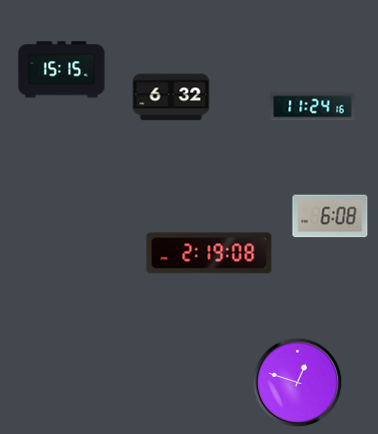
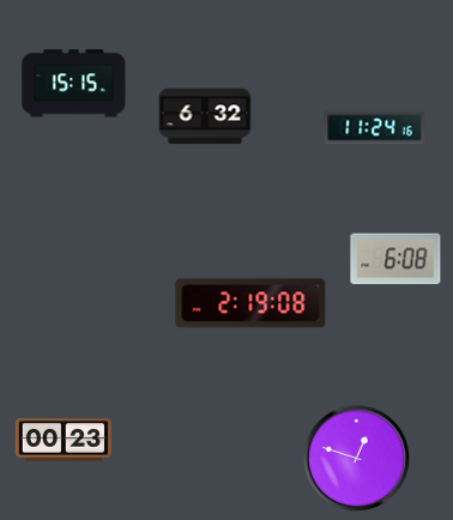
clock at (62, 440): none -> 00:23
